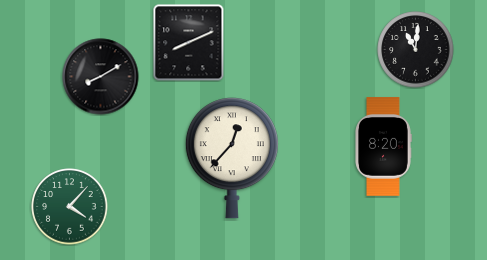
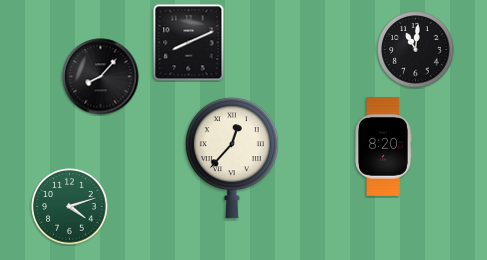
clock at (101, 77): 8:10 -> 8:07
clock at (70, 207): 4:07 -> 4:12
